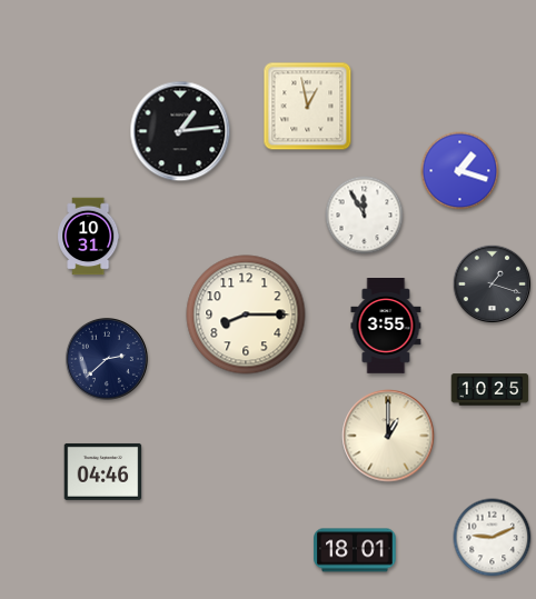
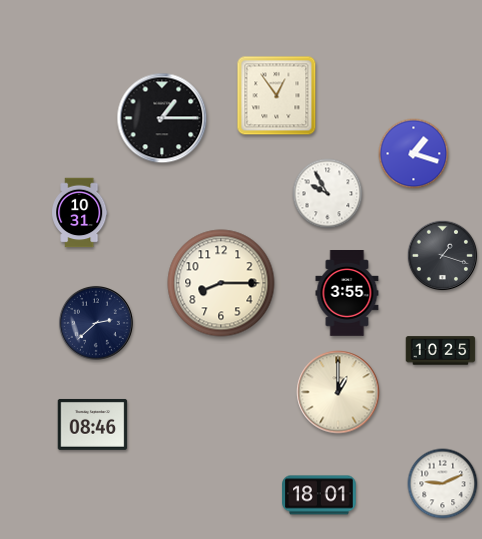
clock at (308, 107): 12:58 -> 12:54
clock at (180, 131): 1:14 -> 1:15
clock at (365, 216): 11:55 -> 9:55
clock at (388, 436) position: (388, 436) -> (338, 392)
clock at (103, 471): 04:46 -> 08:46
